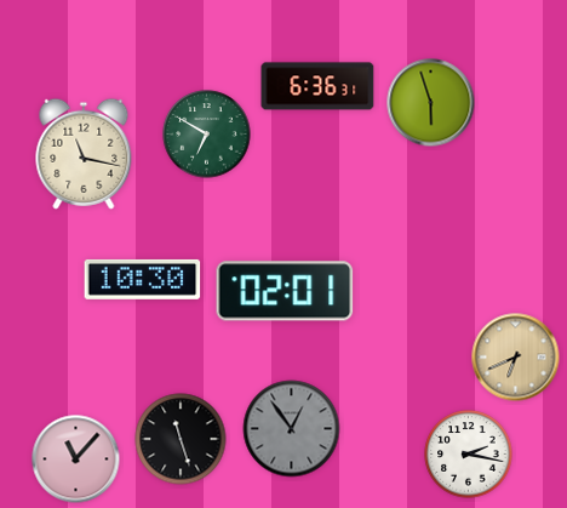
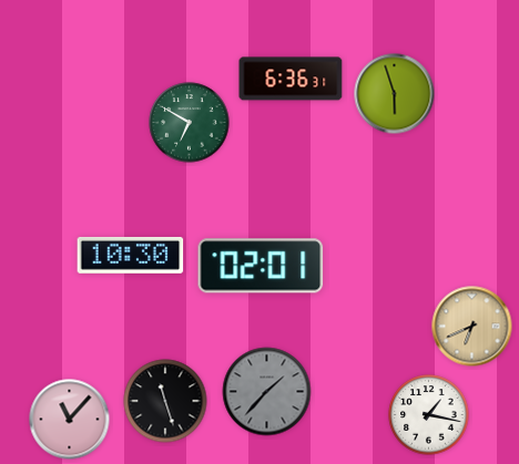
clock at (84, 154): 11:17 -> none
clock at (292, 429): 12:54 -> 1:37
clock at (469, 455): 2:17 -> 1:17
